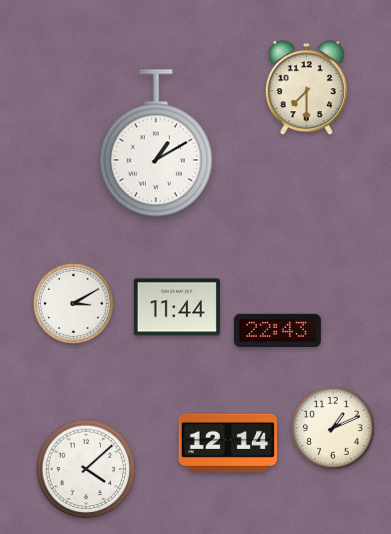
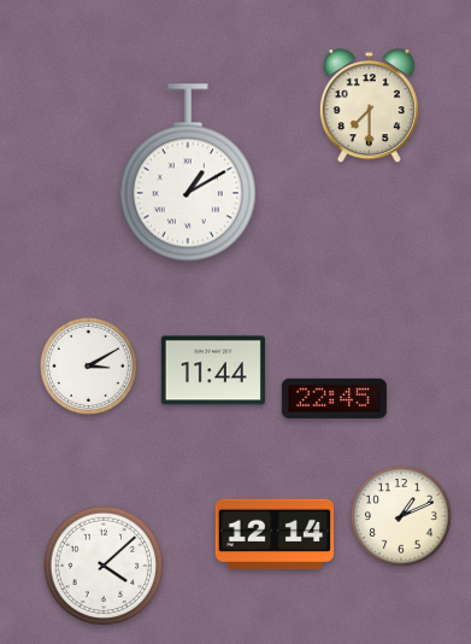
clock at (277, 330): 22:43 -> 22:45
